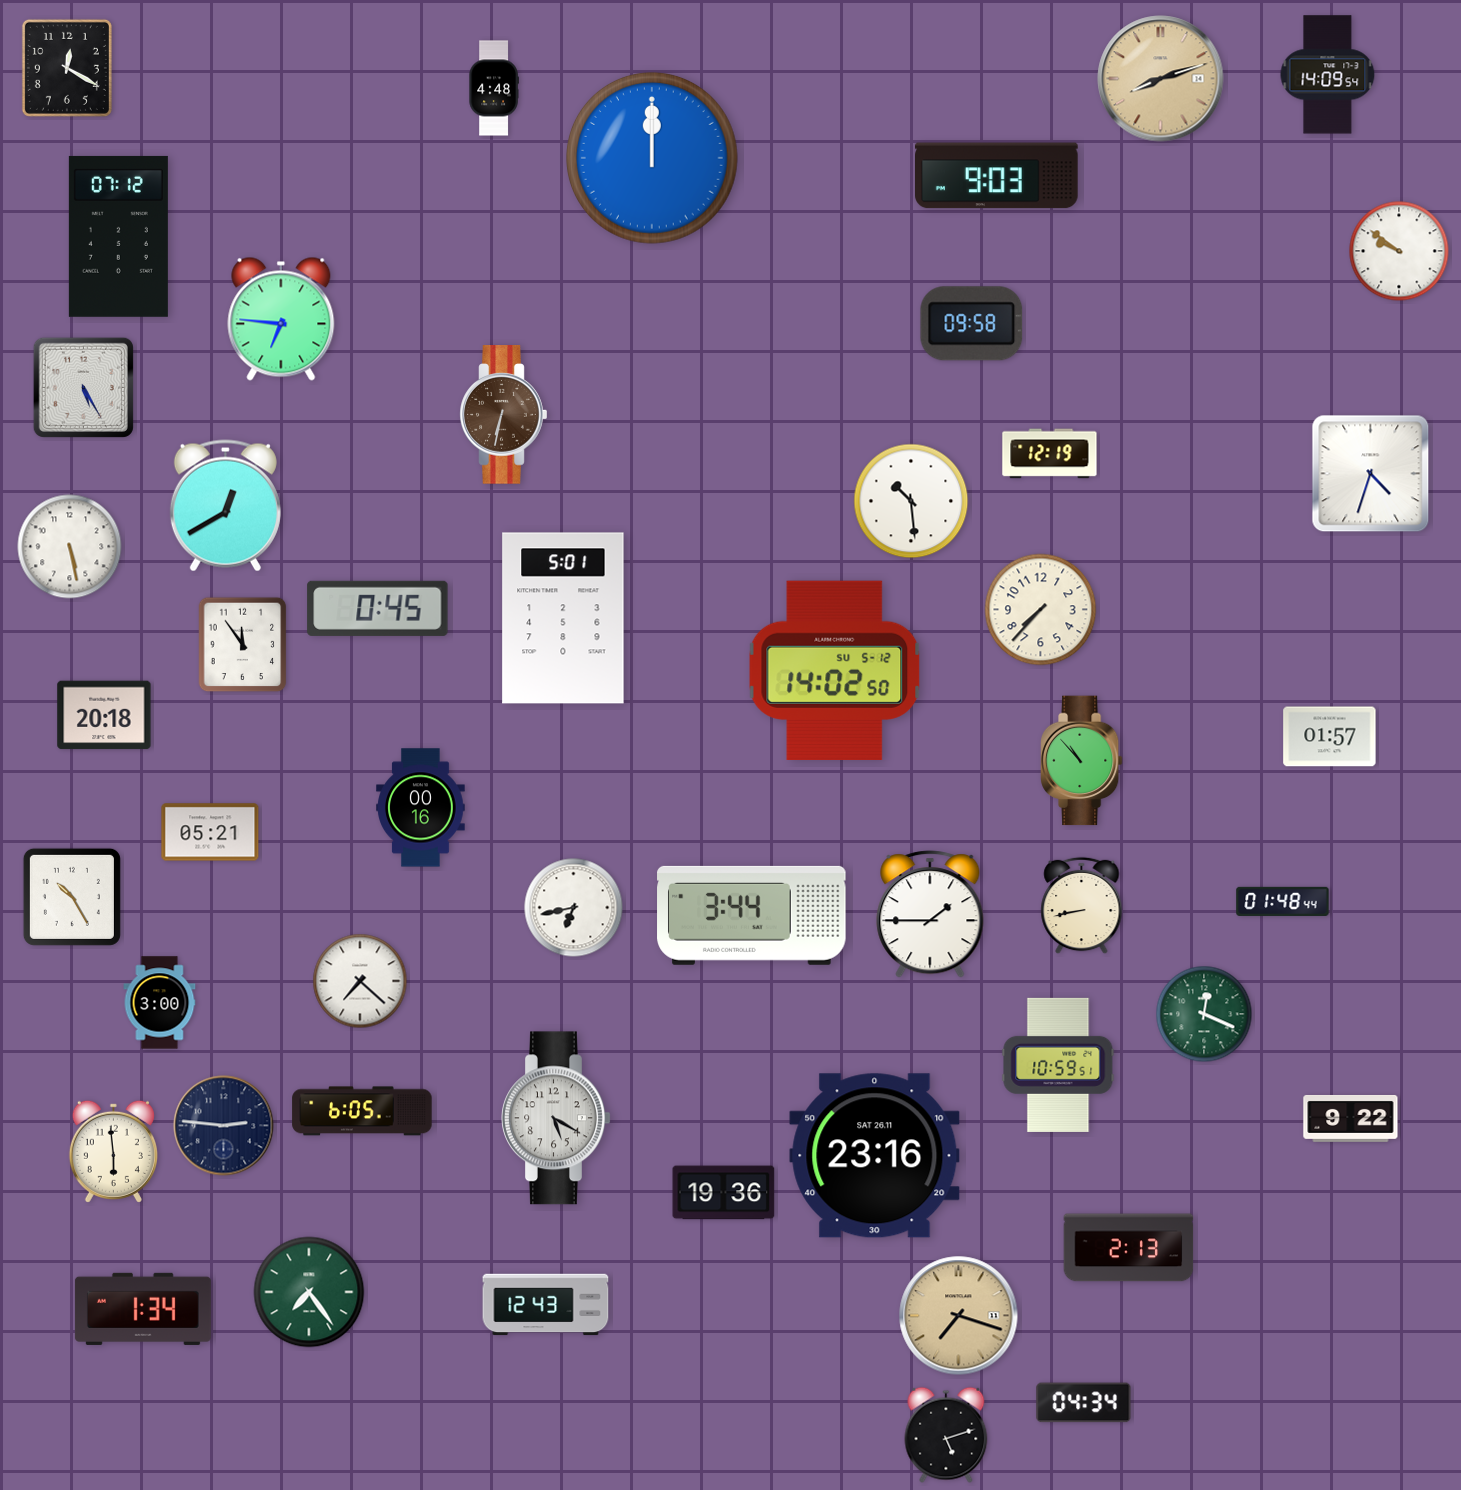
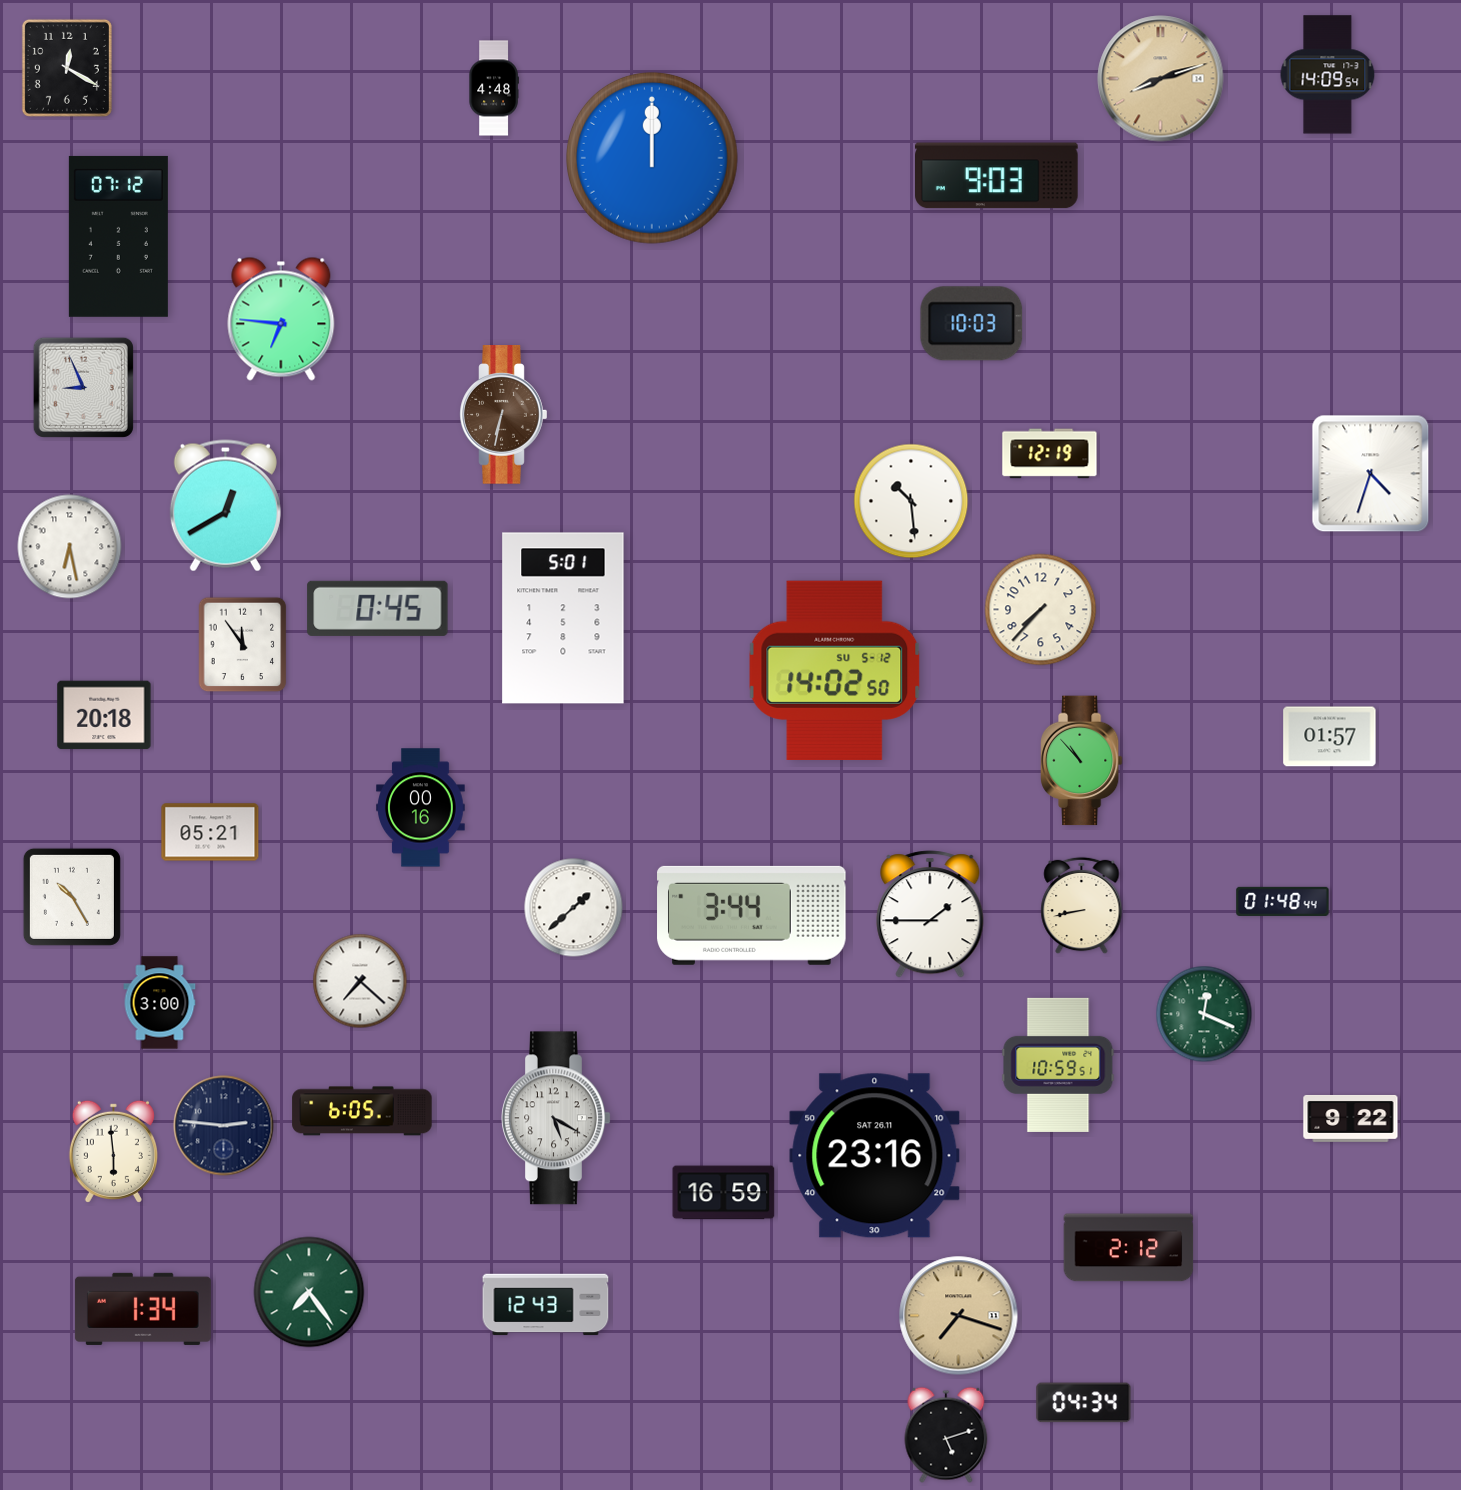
clock at (1399, 251): 9:51 -> none
clock at (972, 324): 09:58 -> 10:03
clock at (83, 387): 5:25 -> 8:56
clock at (70, 547): 5:28 -> 6:28
clock at (574, 908): 6:43 -> 1:38
clock at (724, 1193): 19:36 -> 16:59
clock at (1129, 1248): 2:13 -> 2:12
